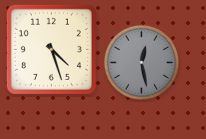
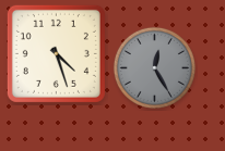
clock at (141, 62): 12:28 -> 12:25
